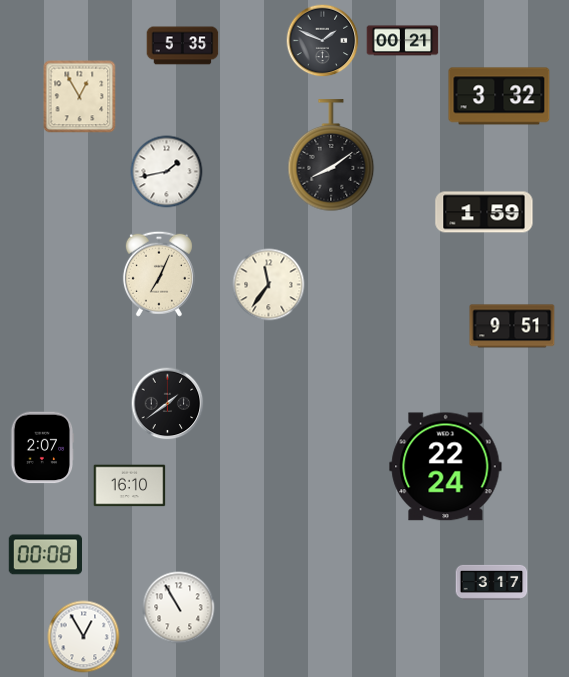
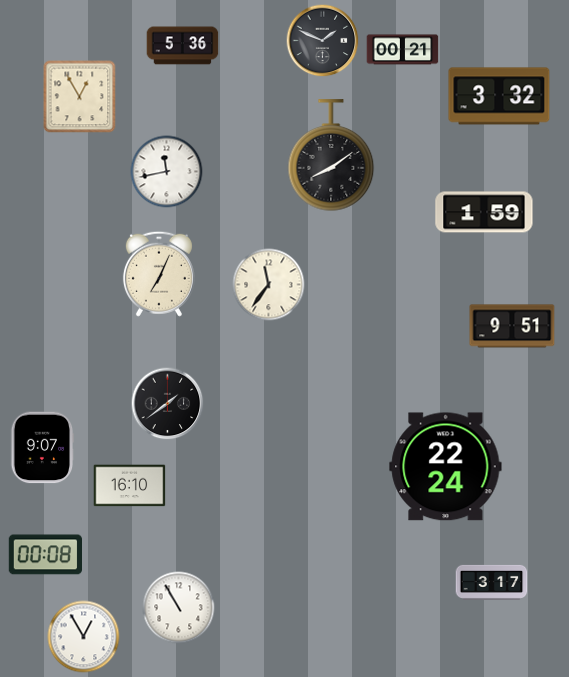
clock at (403, 41) position: (403, 41) -> (403, 50)
clock at (183, 46): 5:35 -> 5:36
clock at (167, 172): 1:43 -> 11:43
clock at (42, 448): 2:07 -> 9:07
